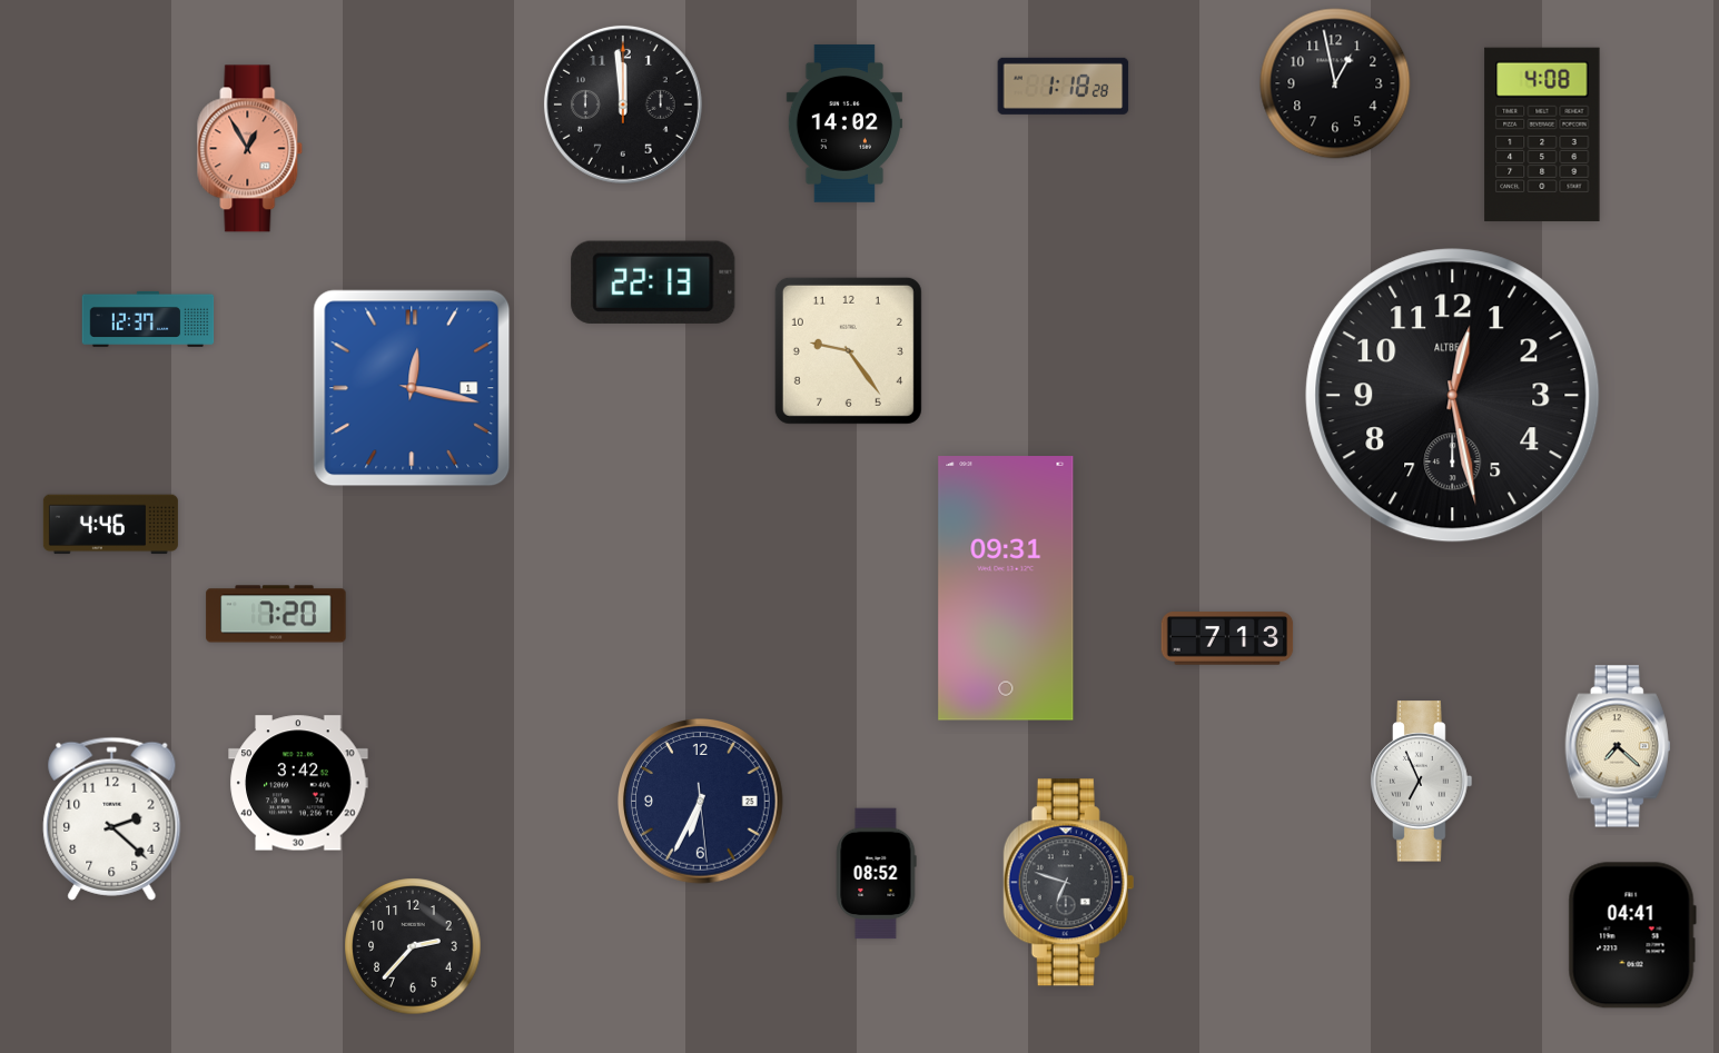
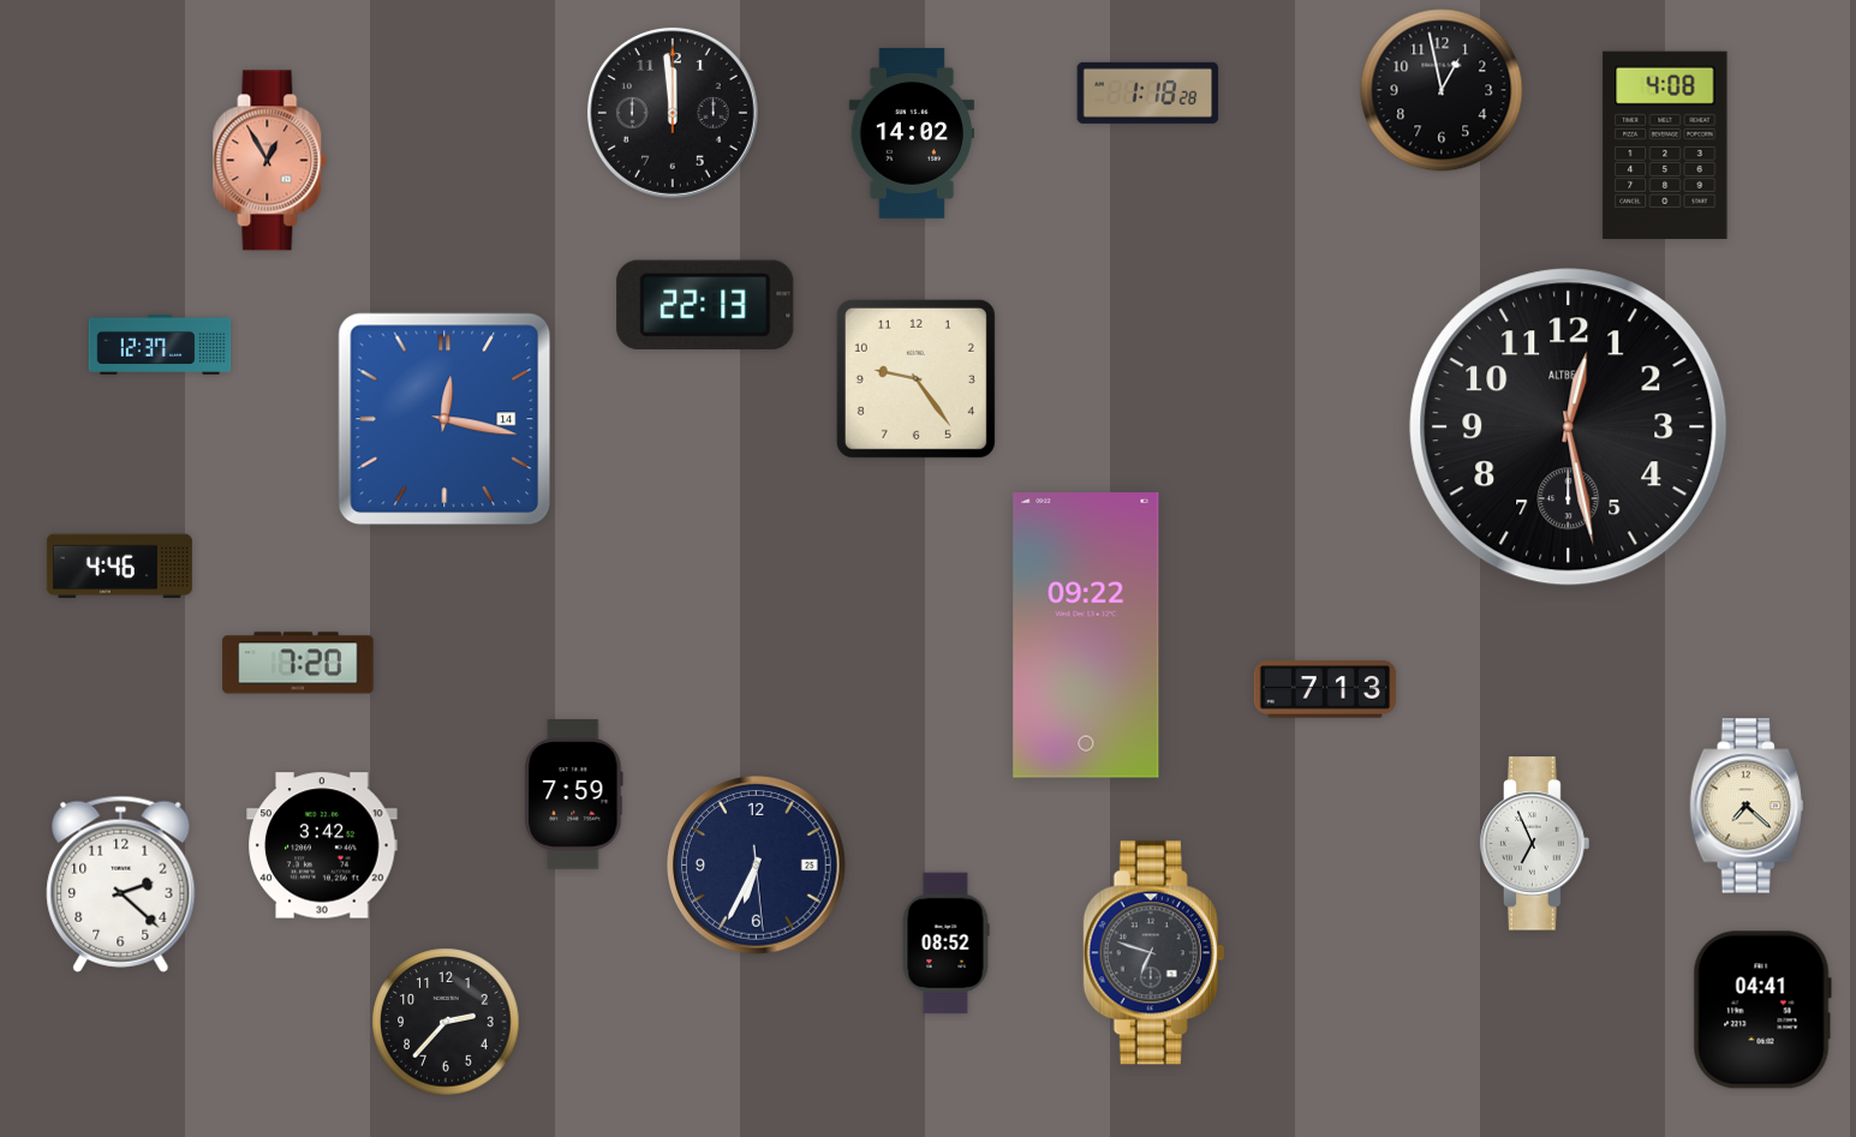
clock at (412, 388) date: 1 -> 14
clock at (1006, 588): 09:31 -> 09:22
clock at (574, 795): none -> 7:59
